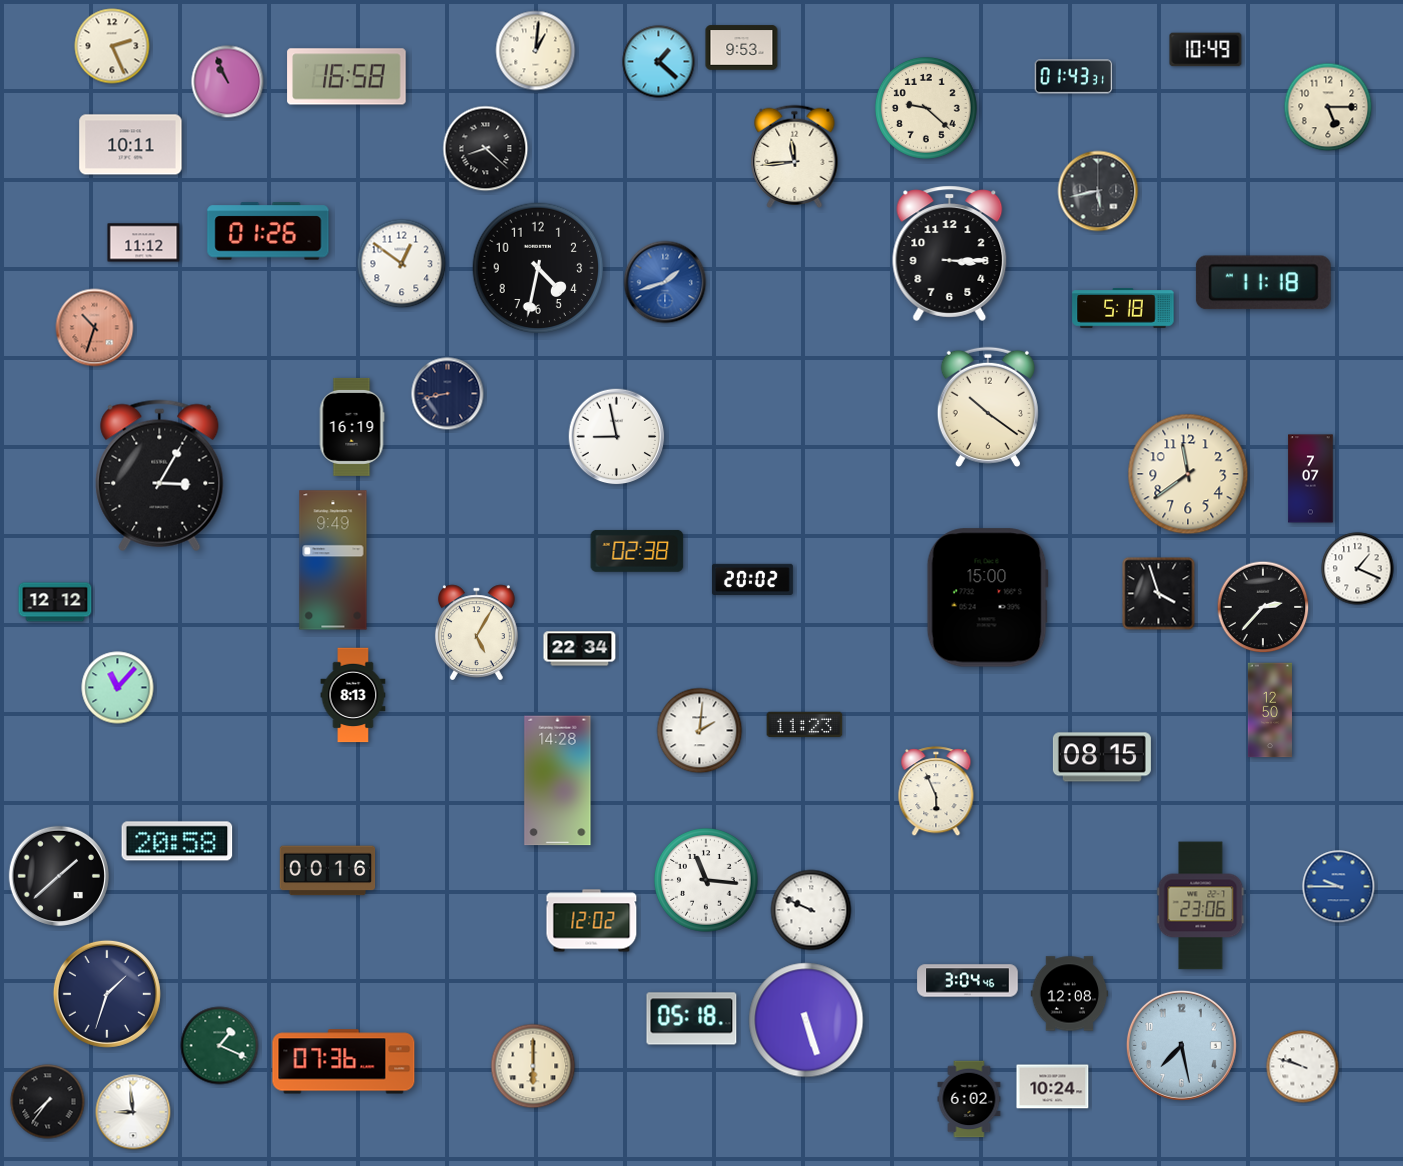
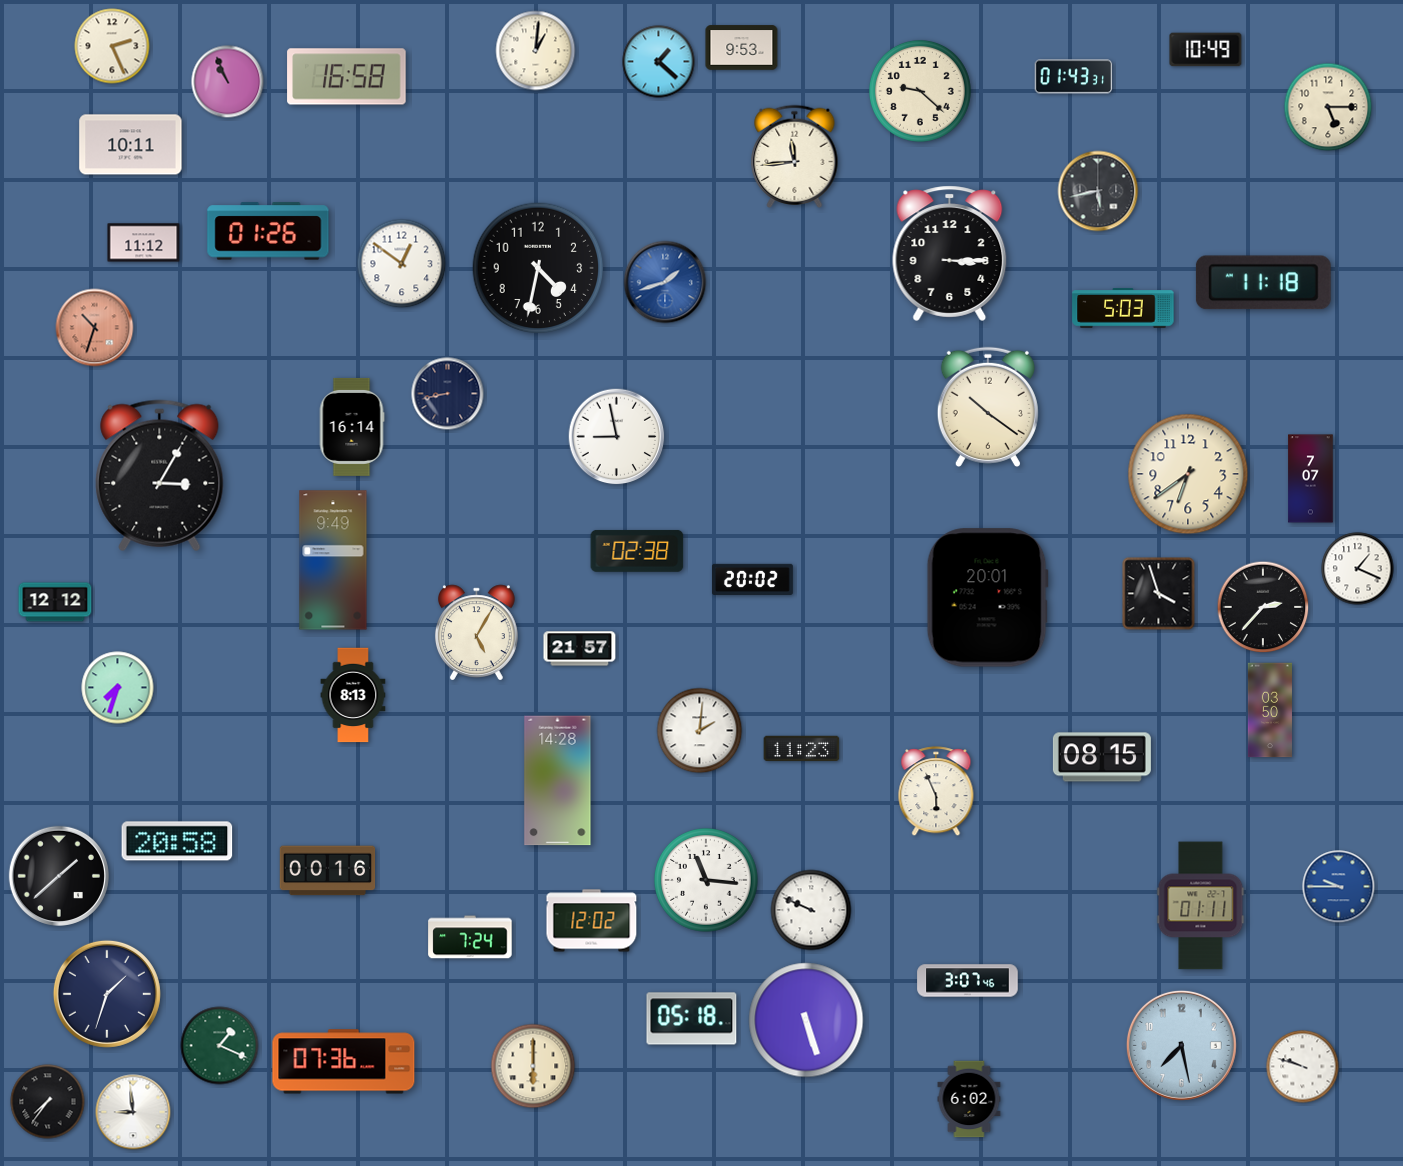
clock at (926, 108) position: (926, 108) -> (920, 91)
clock at (486, 149): 8:22 -> none
clock at (1123, 308): 5:18 -> 5:03
clock at (352, 427): 16:19 -> 16:14
clock at (1188, 474): 11:39 -> 6:39
clock at (987, 598): 15:00 -> 20:01
clock at (580, 649): 22:34 -> 21:57
clock at (118, 688): 11:07 -> 7:33
clock at (1270, 710): 12:50 -> 03:50
clock at (805, 725) position: (805, 725) -> (802, 749)
clock at (1201, 906): 23:06 -> 01:11
clock at (470, 937): none -> 7:24
clock at (968, 981): 3:04 -> 3:07
clock at (1070, 994): 12:08 -> none
clock at (1053, 1087): 10:24 -> none
